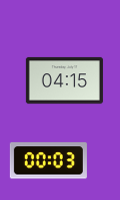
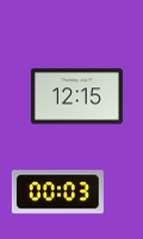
clock at (64, 81): 04:15 -> 12:15
